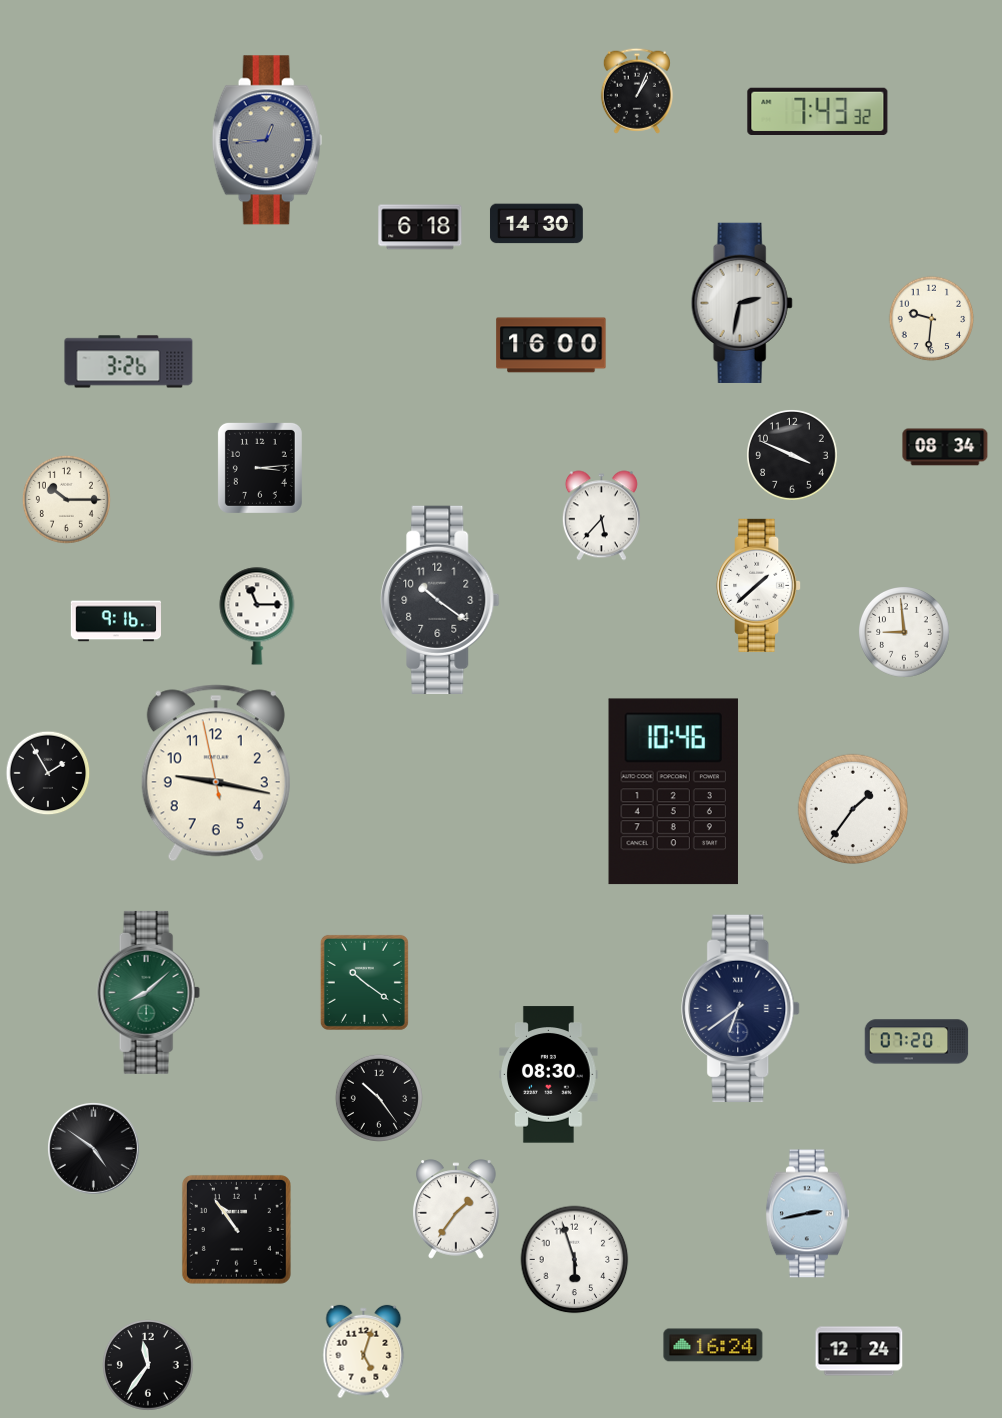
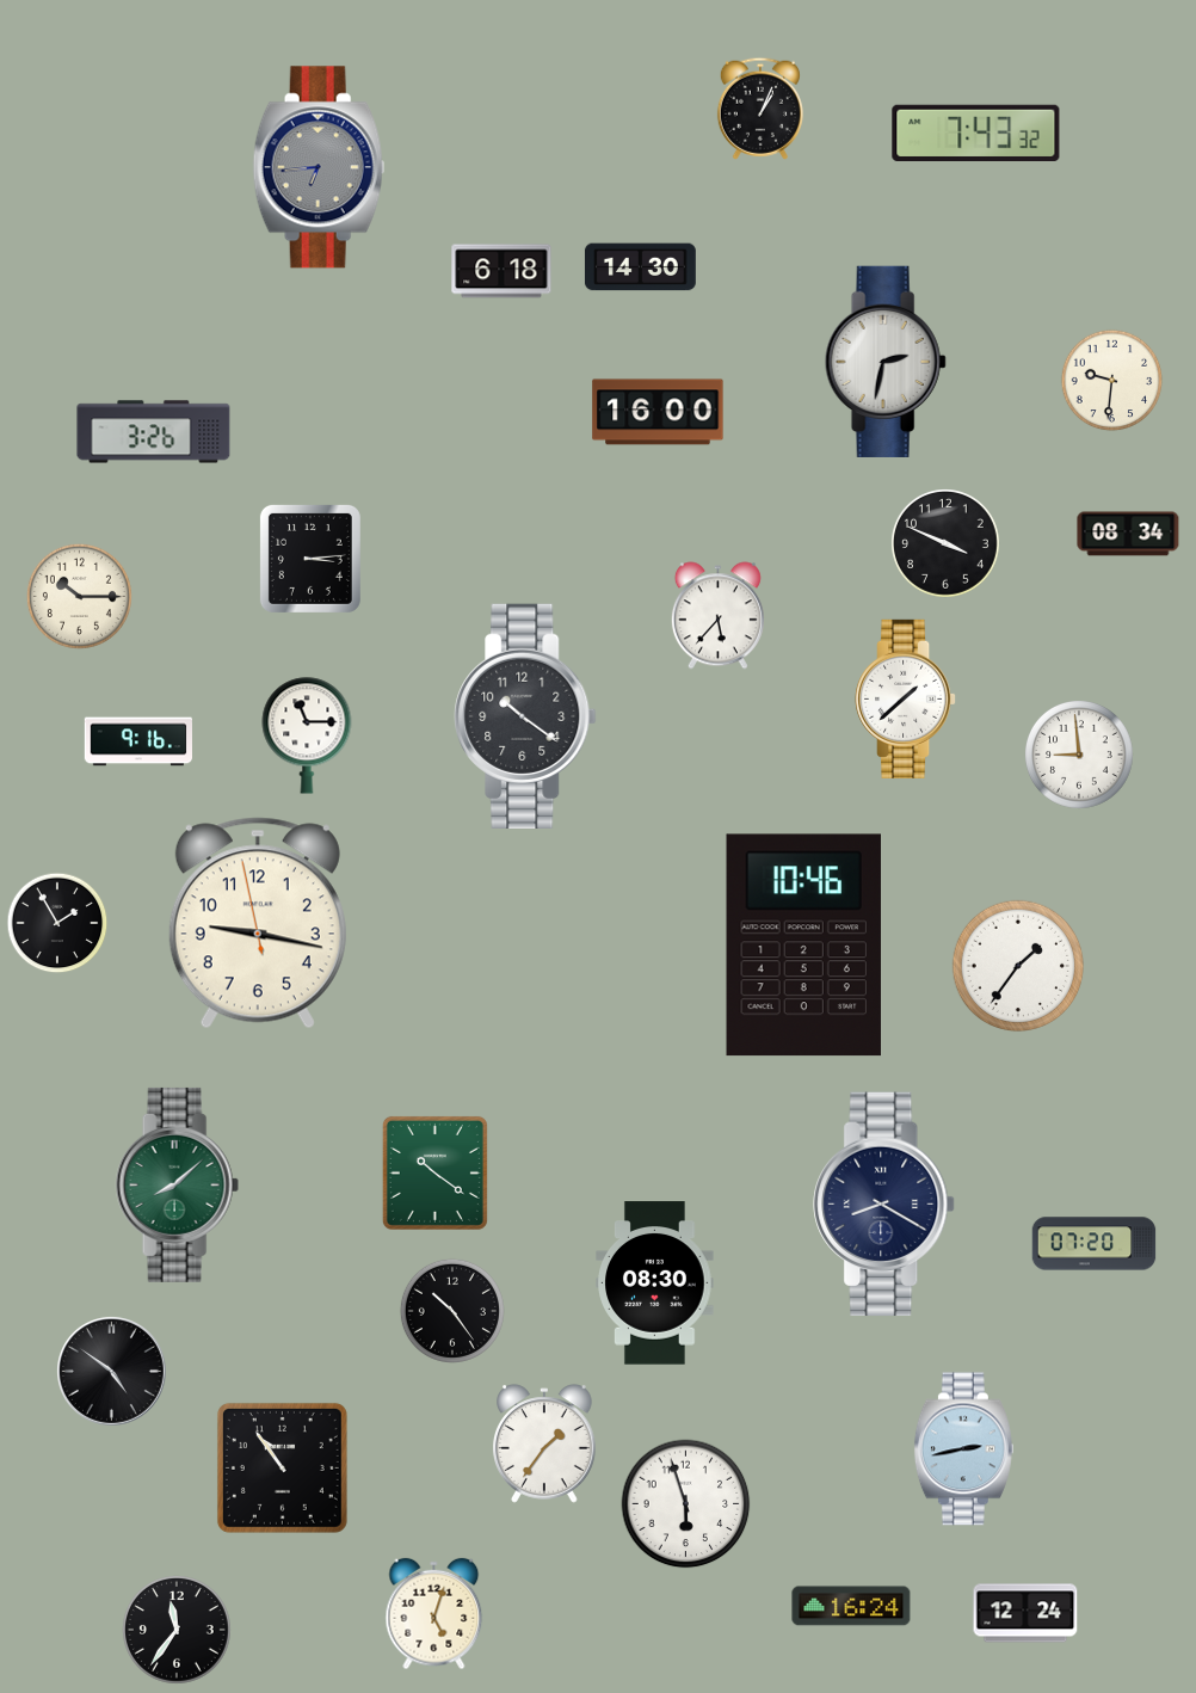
clock at (267, 140): 12:44 -> 6:44
clock at (741, 1009): 6:39 -> 8:20
